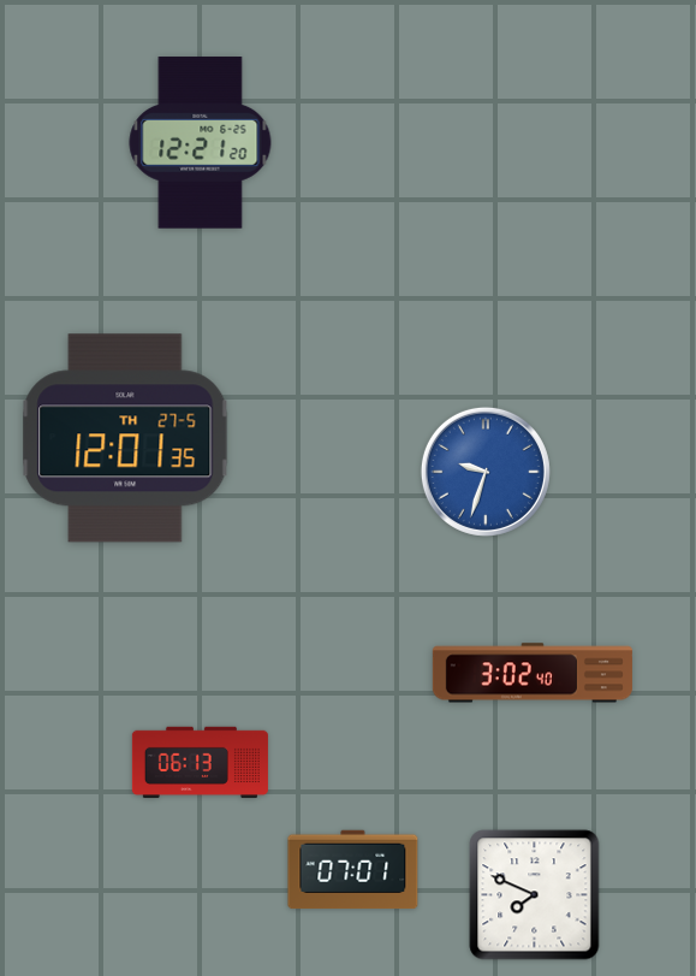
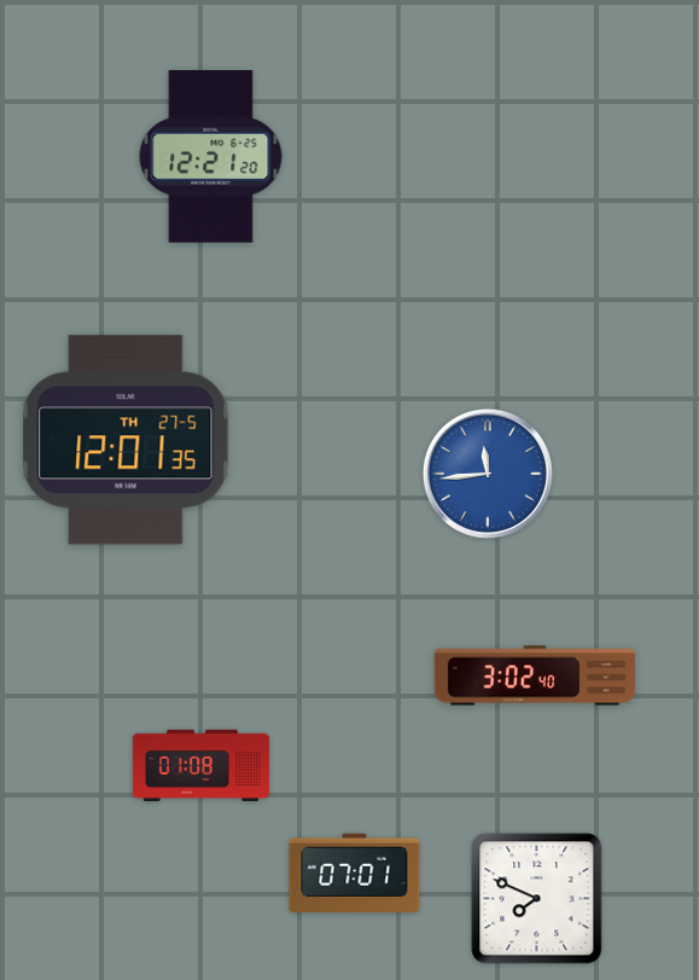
clock at (201, 143) position: (201, 143) -> (211, 157)
clock at (486, 472): 9:33 -> 11:44
clock at (200, 763): 06:13 -> 01:08
